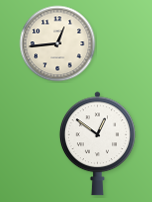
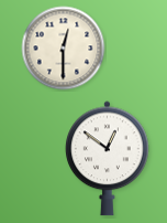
clock at (58, 44): 12:44 -> 12:30
